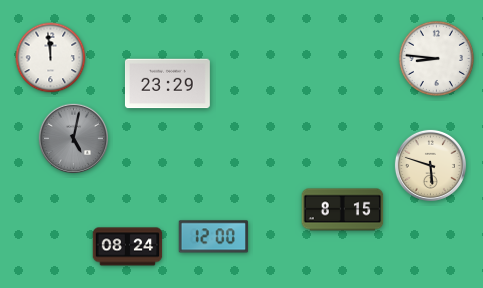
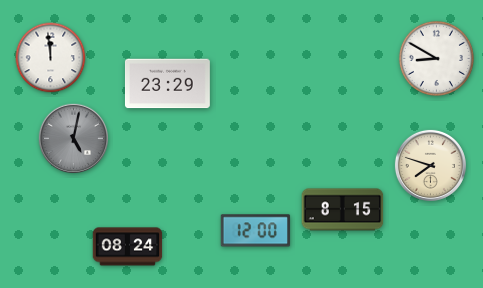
clock at (436, 58): 8:46 -> 8:50
clock at (430, 165): 5:48 -> 7:48
clock at (214, 237) position: (214, 237) -> (256, 231)
